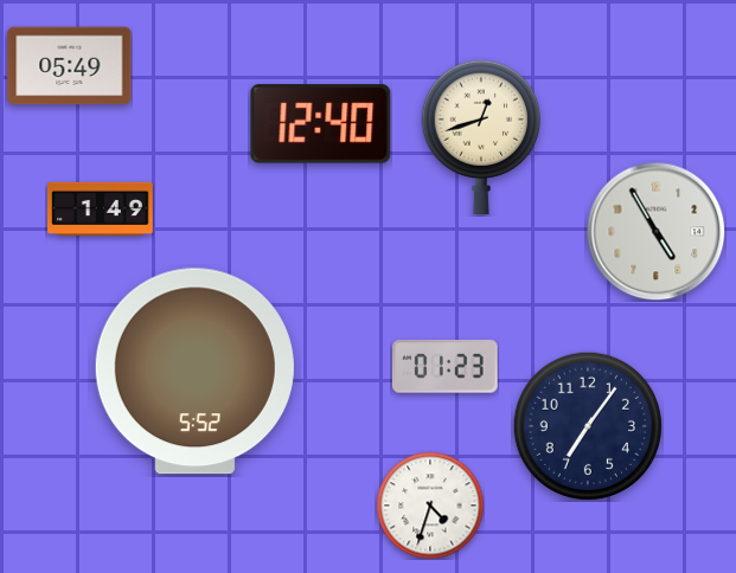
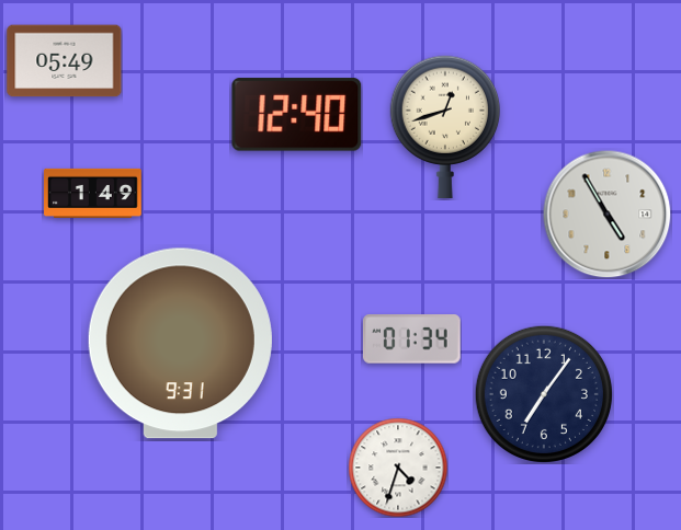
clock at (444, 367): 01:23 -> 01:34
clock at (194, 372): 5:52 -> 9:31
